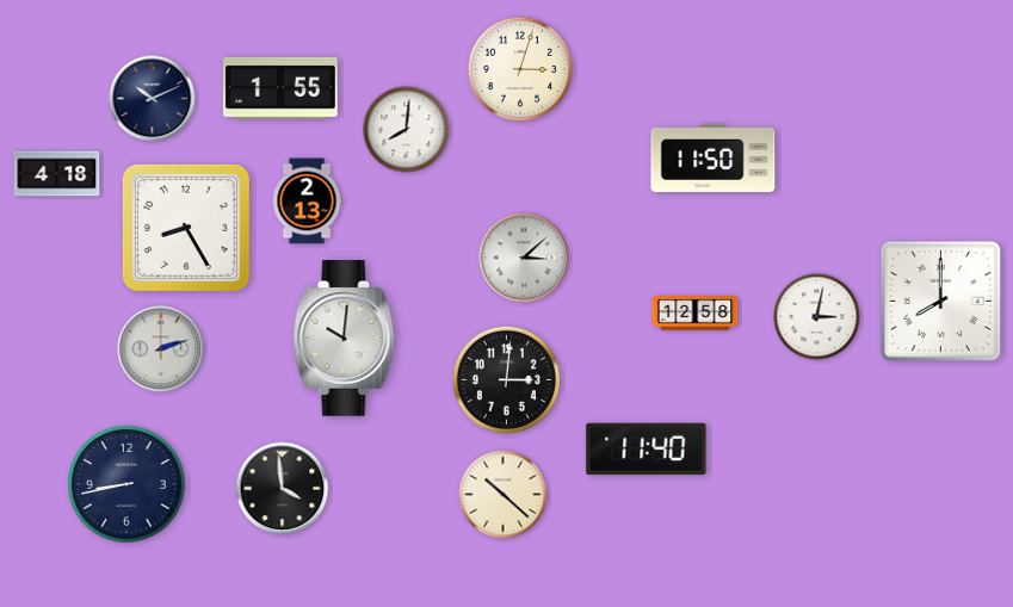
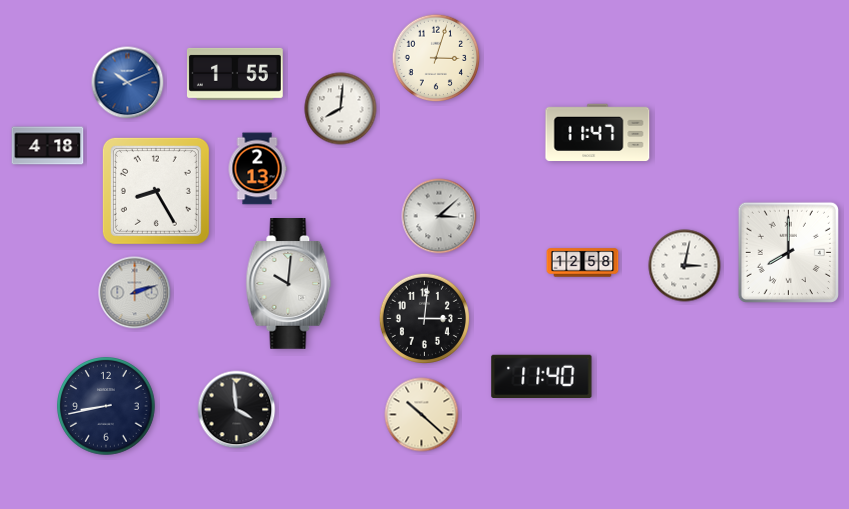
clock at (153, 99) dial: navy -> blue
clock at (714, 159): 11:50 -> 11:47
